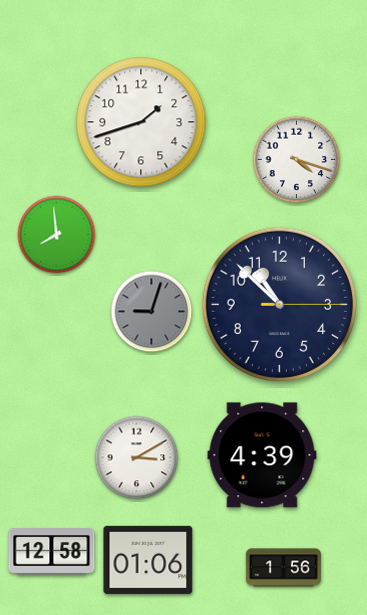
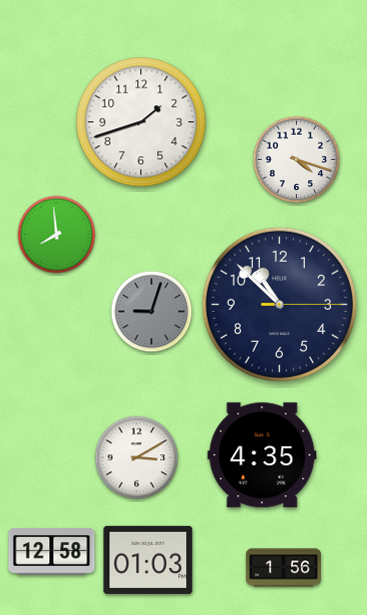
clock at (262, 455): 4:39 -> 4:35
clock at (148, 560): 01:06 -> 01:03
